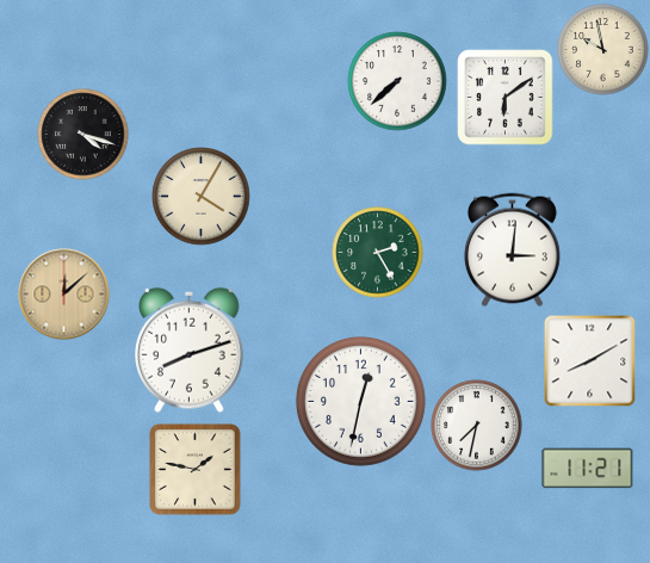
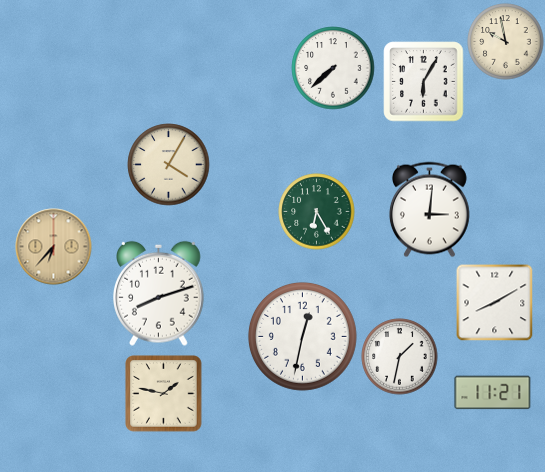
clock at (506, 98): 6:09 -> 6:05
clock at (83, 135): 4:18 -> none
clock at (378, 253): 2:25 -> 6:25
clock at (64, 295): 12:08 -> 6:37
clock at (477, 426): 7:32 -> 1:32
